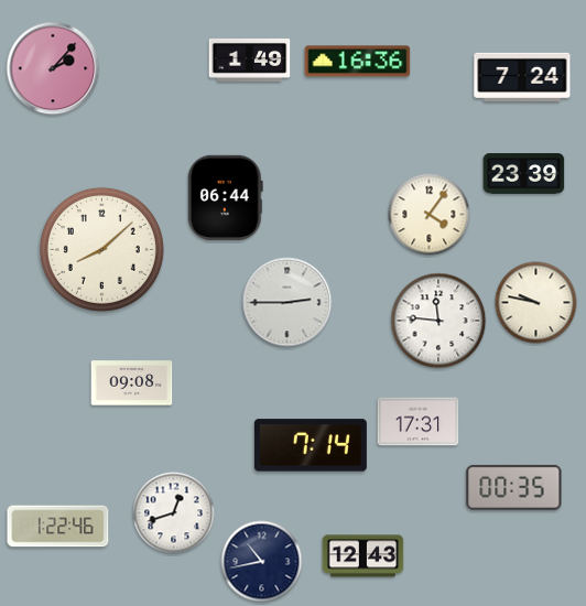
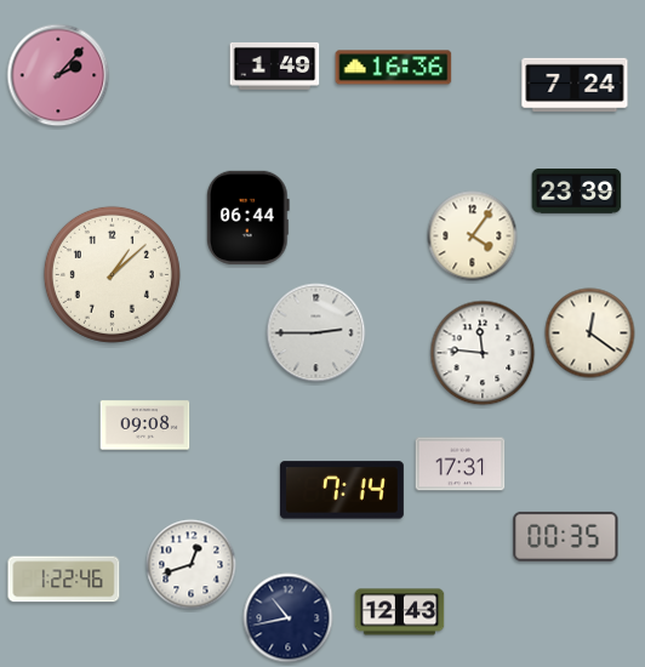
clock at (101, 249): 8:08 -> 1:08
clock at (536, 303): 9:47 -> 12:21
clock at (132, 383) position: (132, 383) -> (145, 426)
